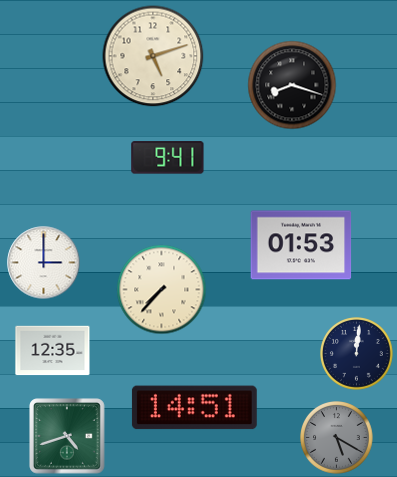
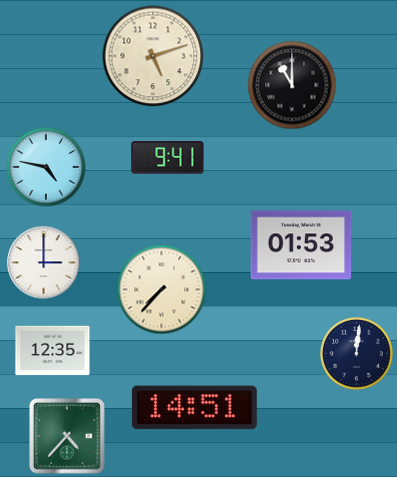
clock at (292, 85): 8:18 -> 11:00
clock at (46, 167): none -> 4:47
clock at (67, 436): 4:42 -> 4:37
clock at (337, 438): 5:20 -> none
